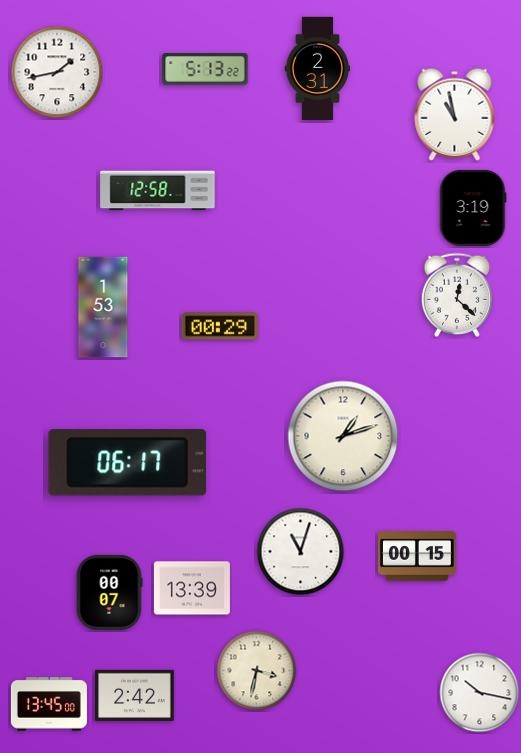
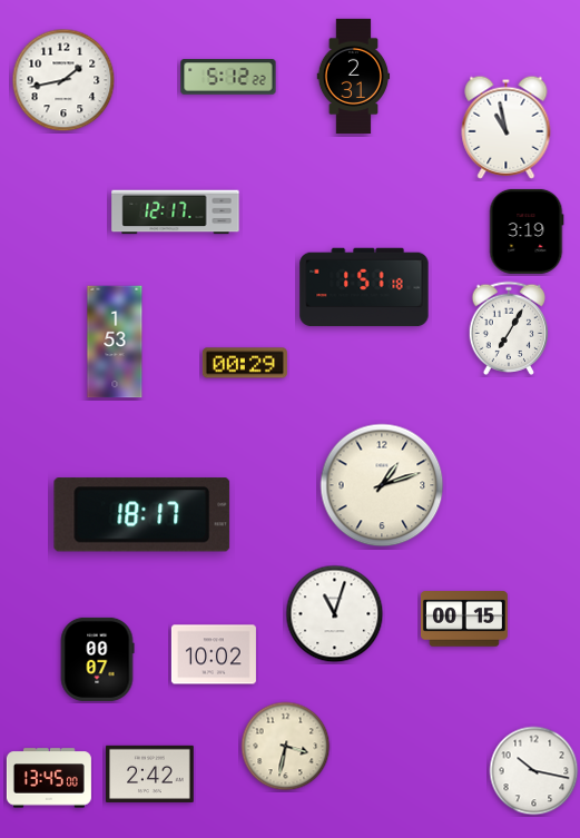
clock at (205, 69): 5:13 -> 5:12
clock at (158, 191): 12:58 -> 12:17
clock at (364, 287): none -> 1:51
clock at (457, 295): 12:22 -> 7:05
clock at (128, 463): 06:17 -> 18:17
clock at (192, 588): 13:39 -> 10:02
clock at (109, 592) position: (109, 592) -> (97, 659)
clock at (49, 704) position: (49, 704) -> (49, 778)
